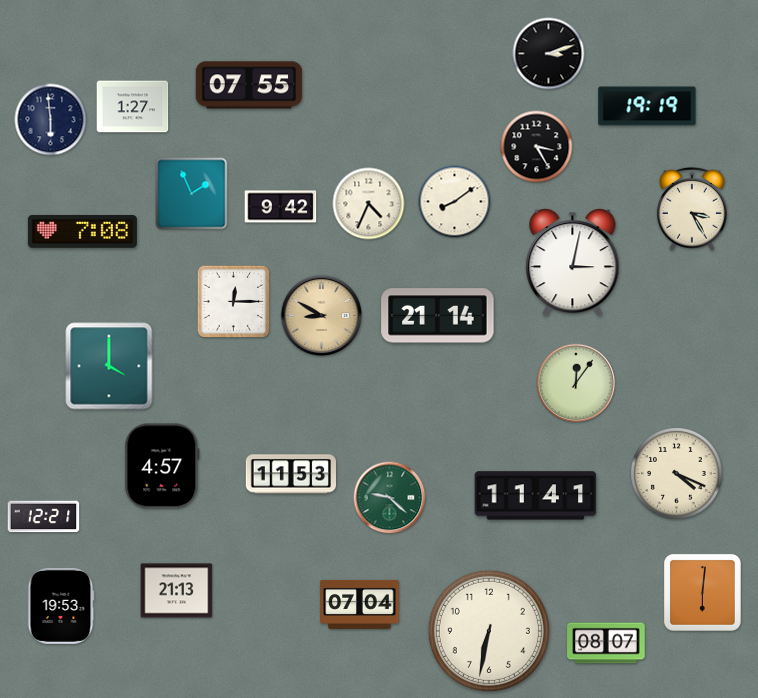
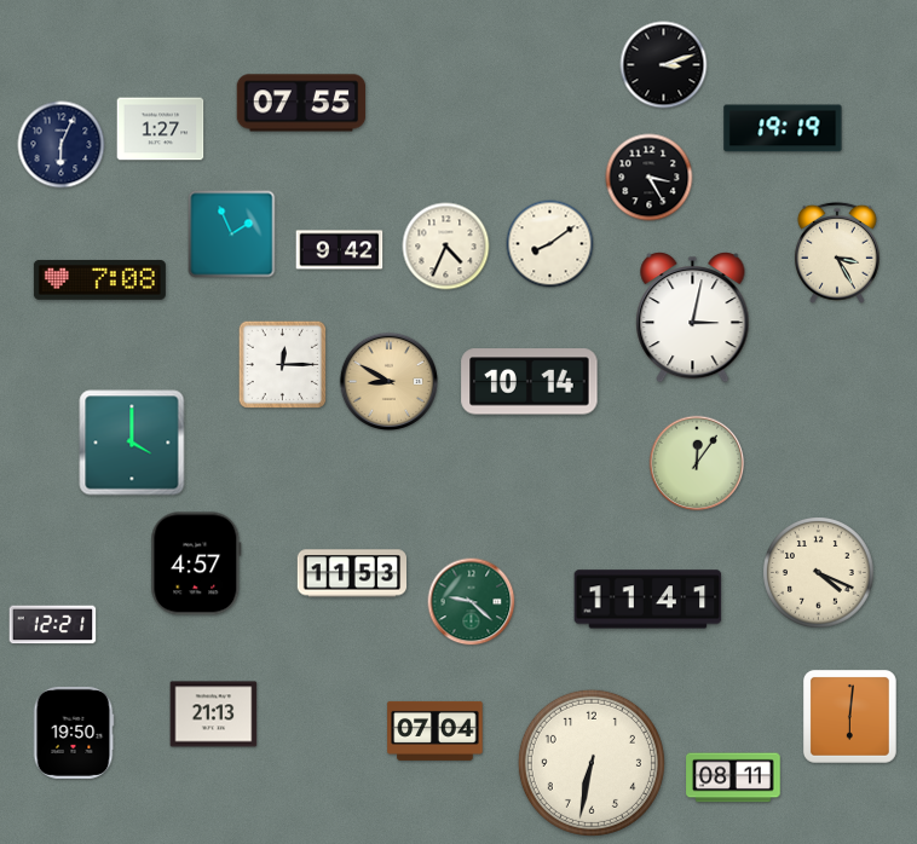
clock at (51, 120): 5:59 -> 6:04
clock at (438, 316): 21:14 -> 10:14
clock at (61, 606): 19:53 -> 19:50
clock at (606, 643): 08:07 -> 08:11
